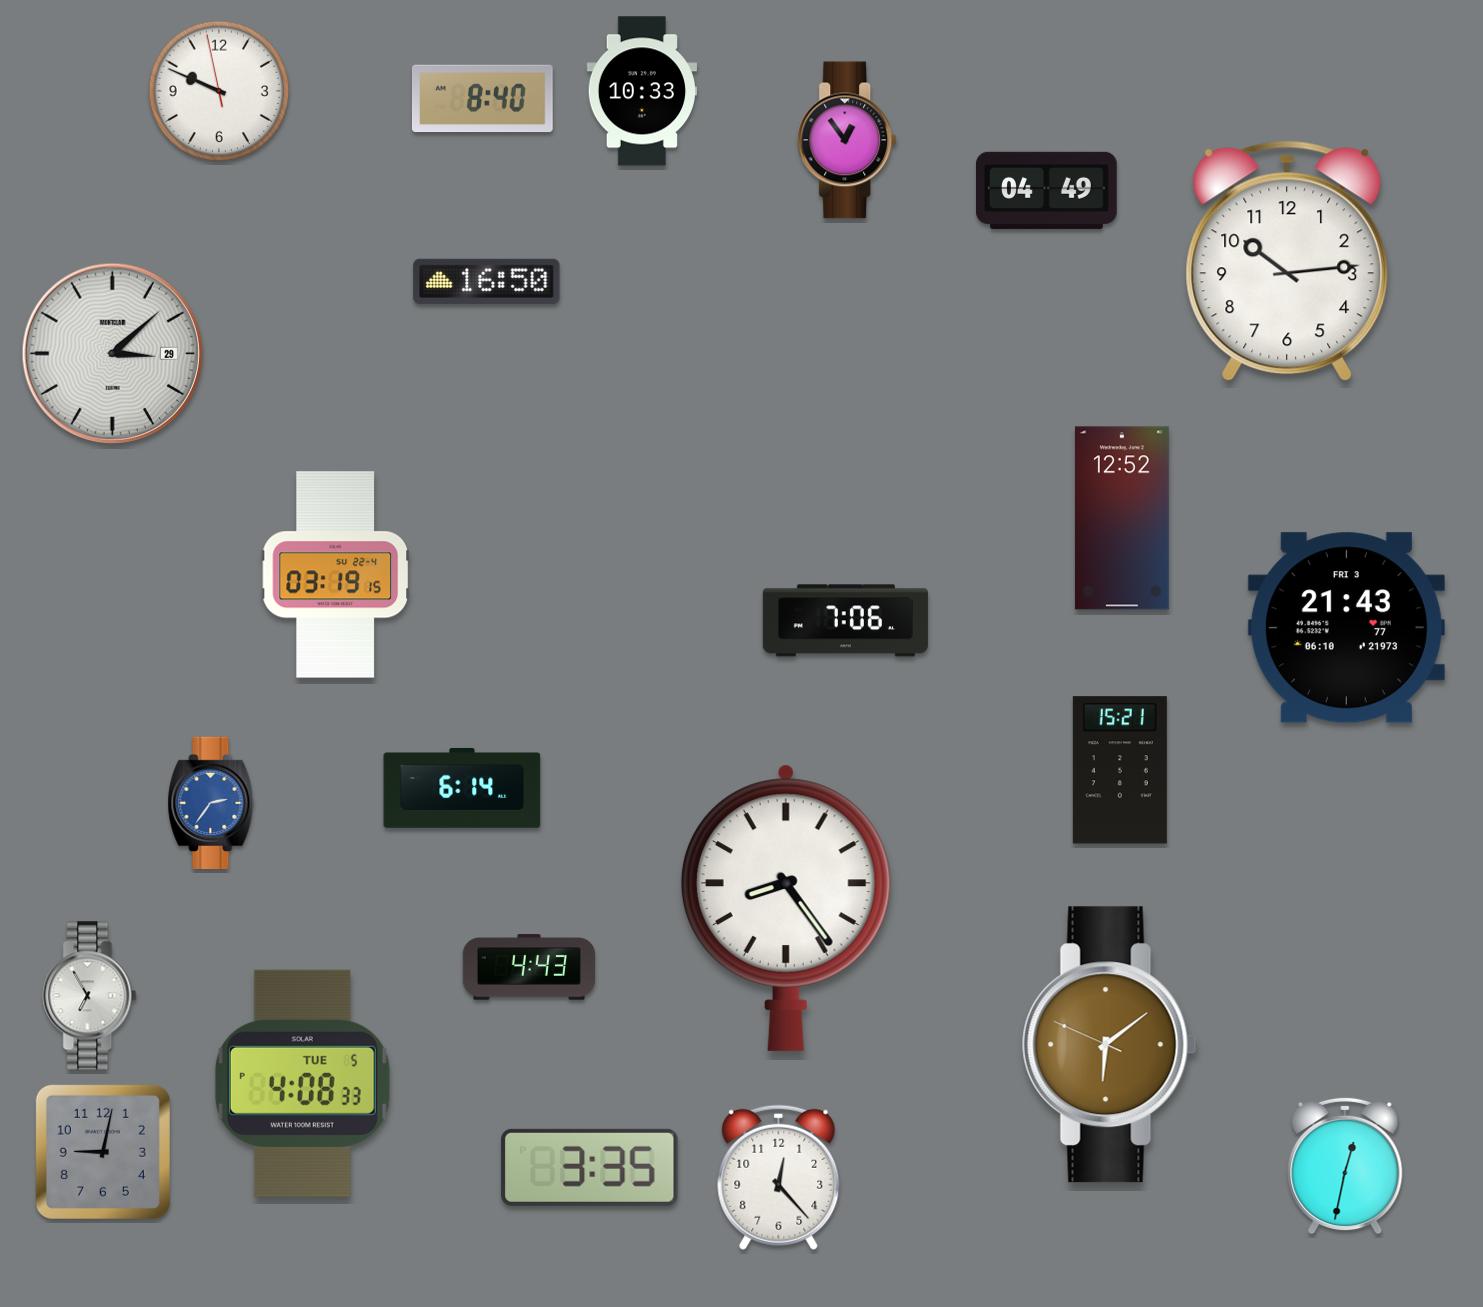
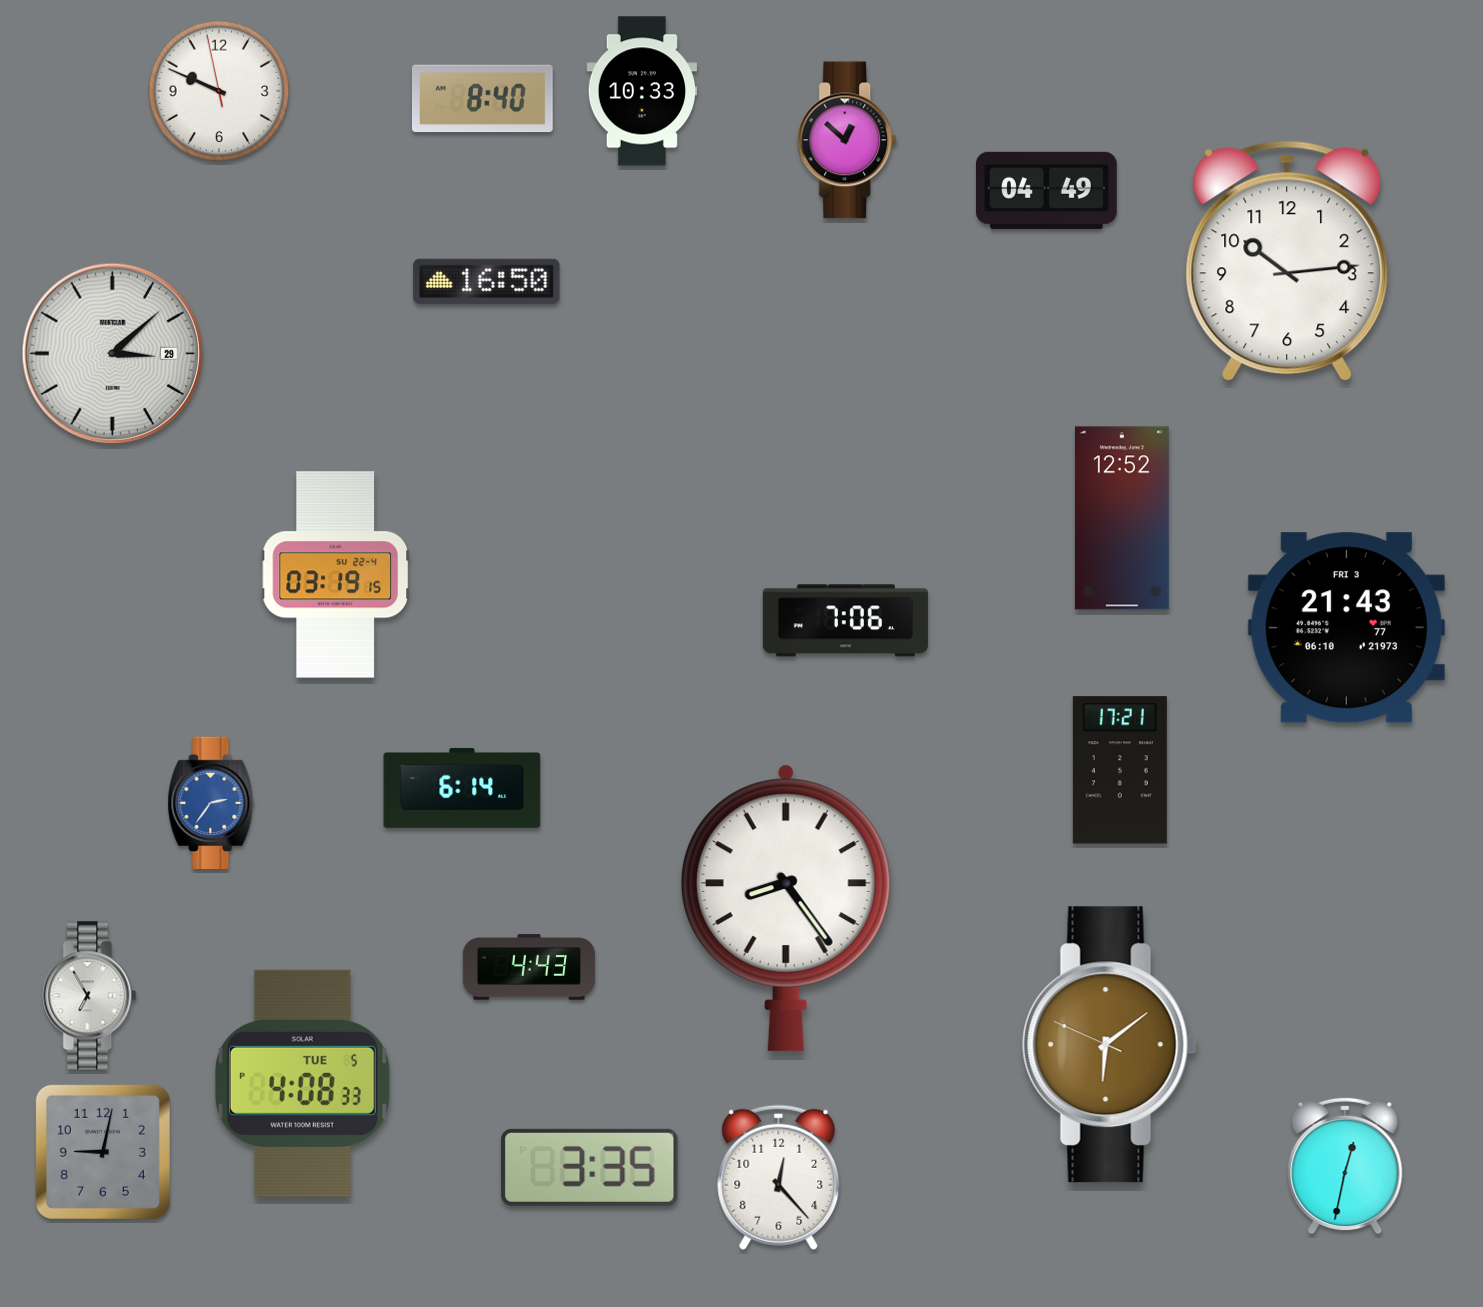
clock at (848, 140): 12:54 -> 12:52
clock at (1120, 770): 15:21 -> 17:21
